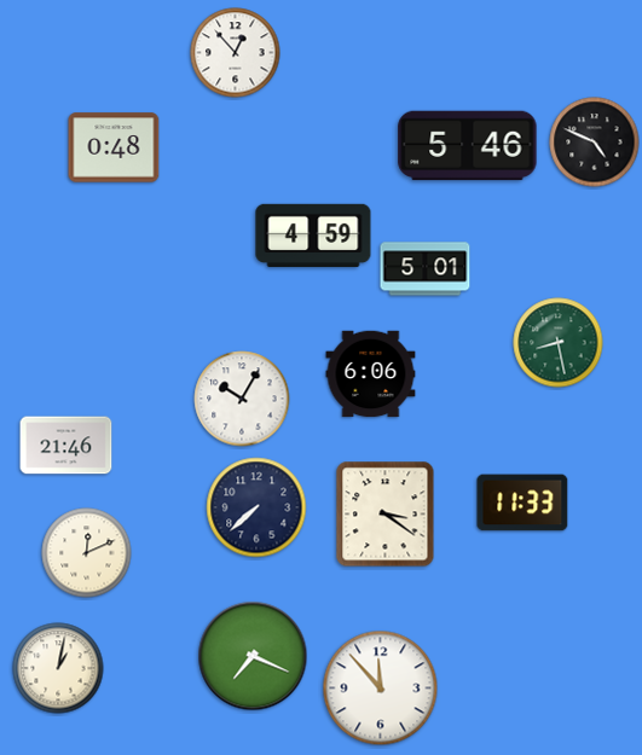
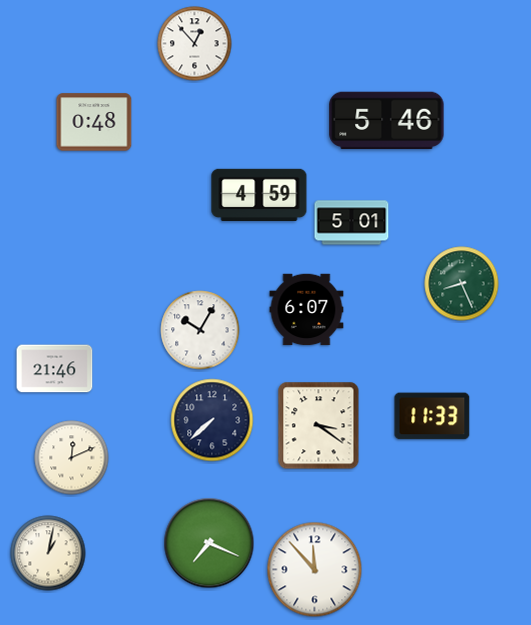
clock at (595, 143): 4:49 -> none
clock at (559, 343): 8:28 -> 8:26
clock at (371, 374): 6:06 -> 6:07
